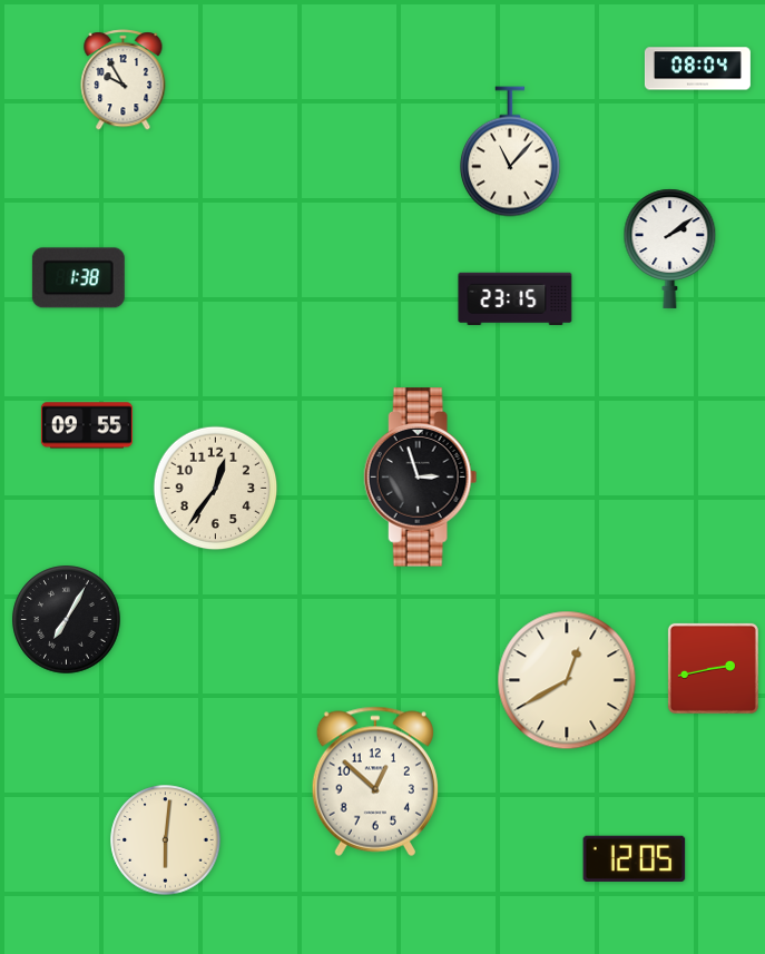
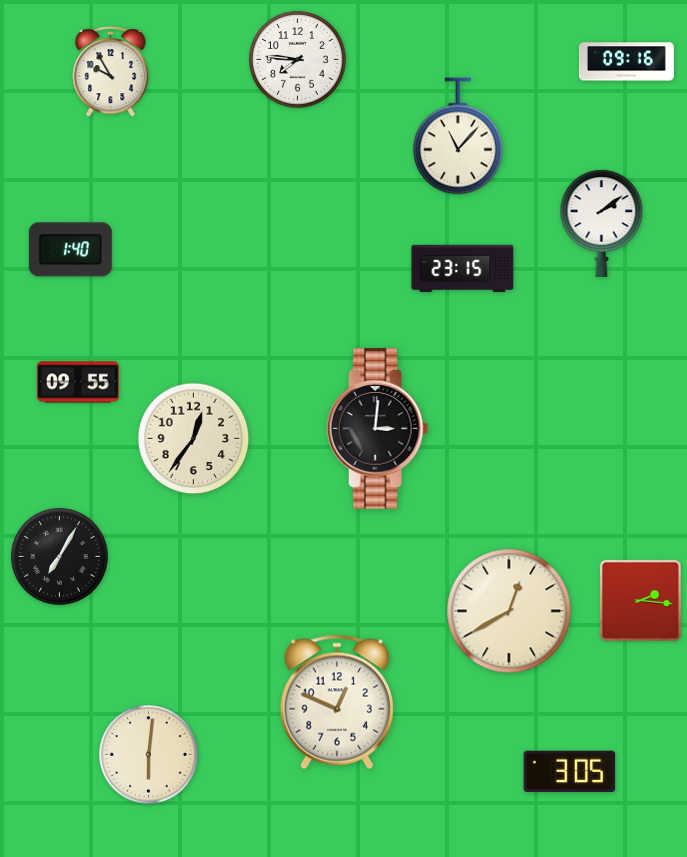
clock at (298, 60): none -> 7:46
clock at (697, 69): 08:04 -> 09:16
clock at (78, 278): 1:38 -> 1:40
clock at (421, 478): 2:57 -> 3:01
clock at (713, 668): 2:43 -> 2:16
clock at (375, 781): 12:52 -> 12:49
clock at (635, 858): 12:05 -> 3:05
